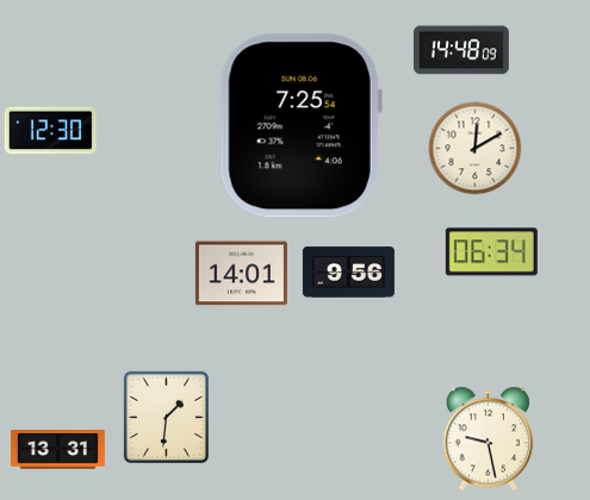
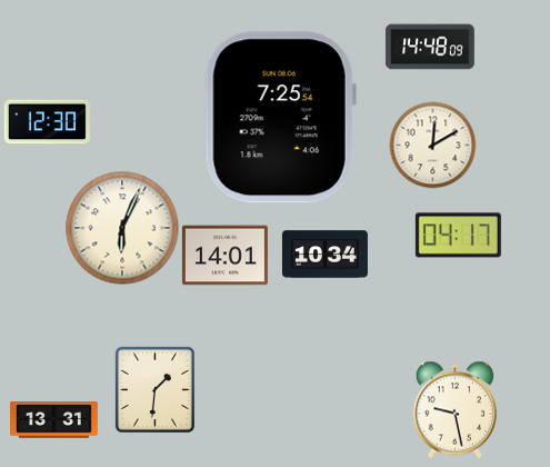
clock at (474, 148) position: (474, 148) -> (432, 145)
clock at (122, 228): none -> 6:04
clock at (491, 252): 06:34 -> 04:17
clock at (348, 273): 9:56 -> 10:34
